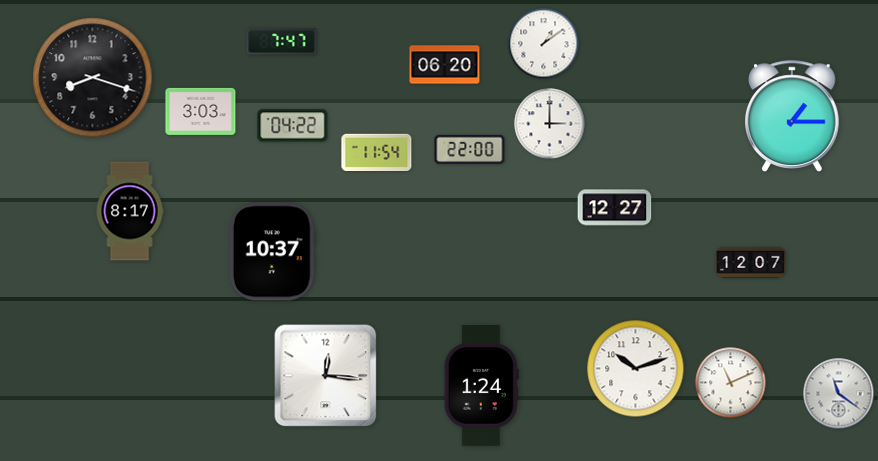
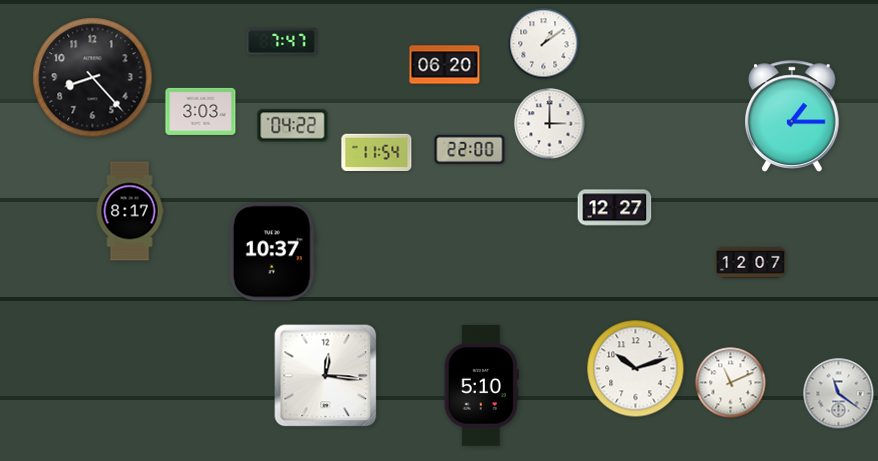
clock at (93, 78): 8:18 -> 8:23
clock at (481, 386): 1:24 -> 5:10
